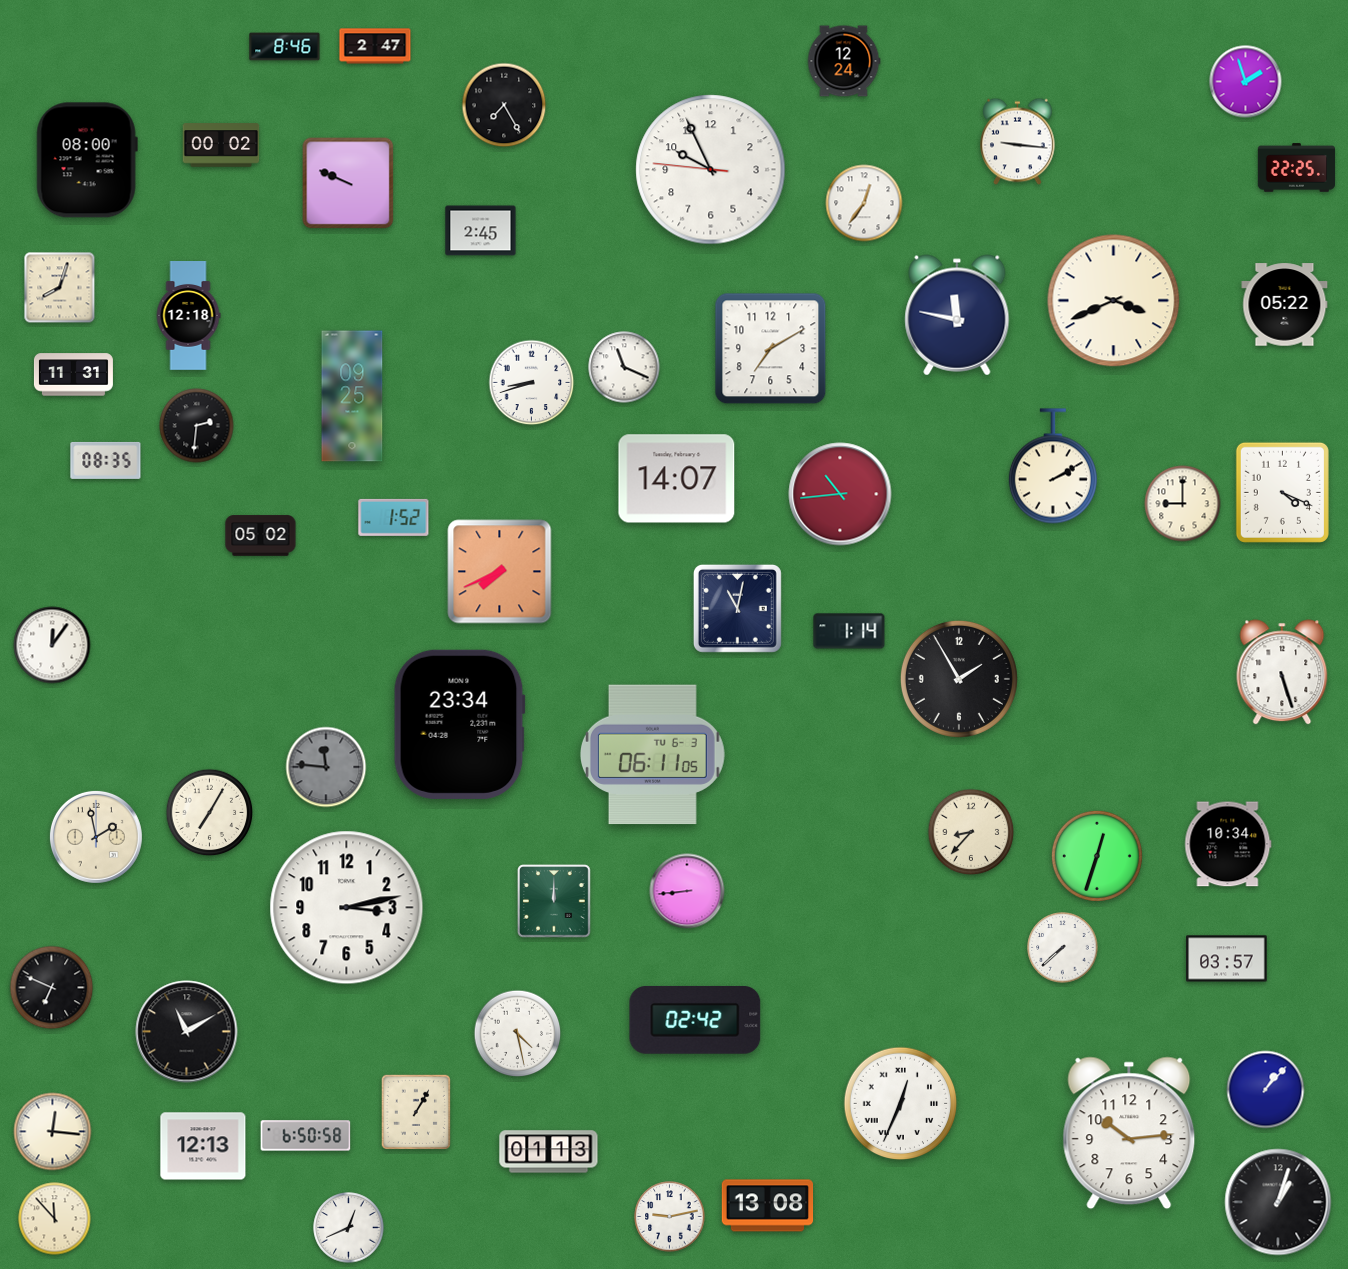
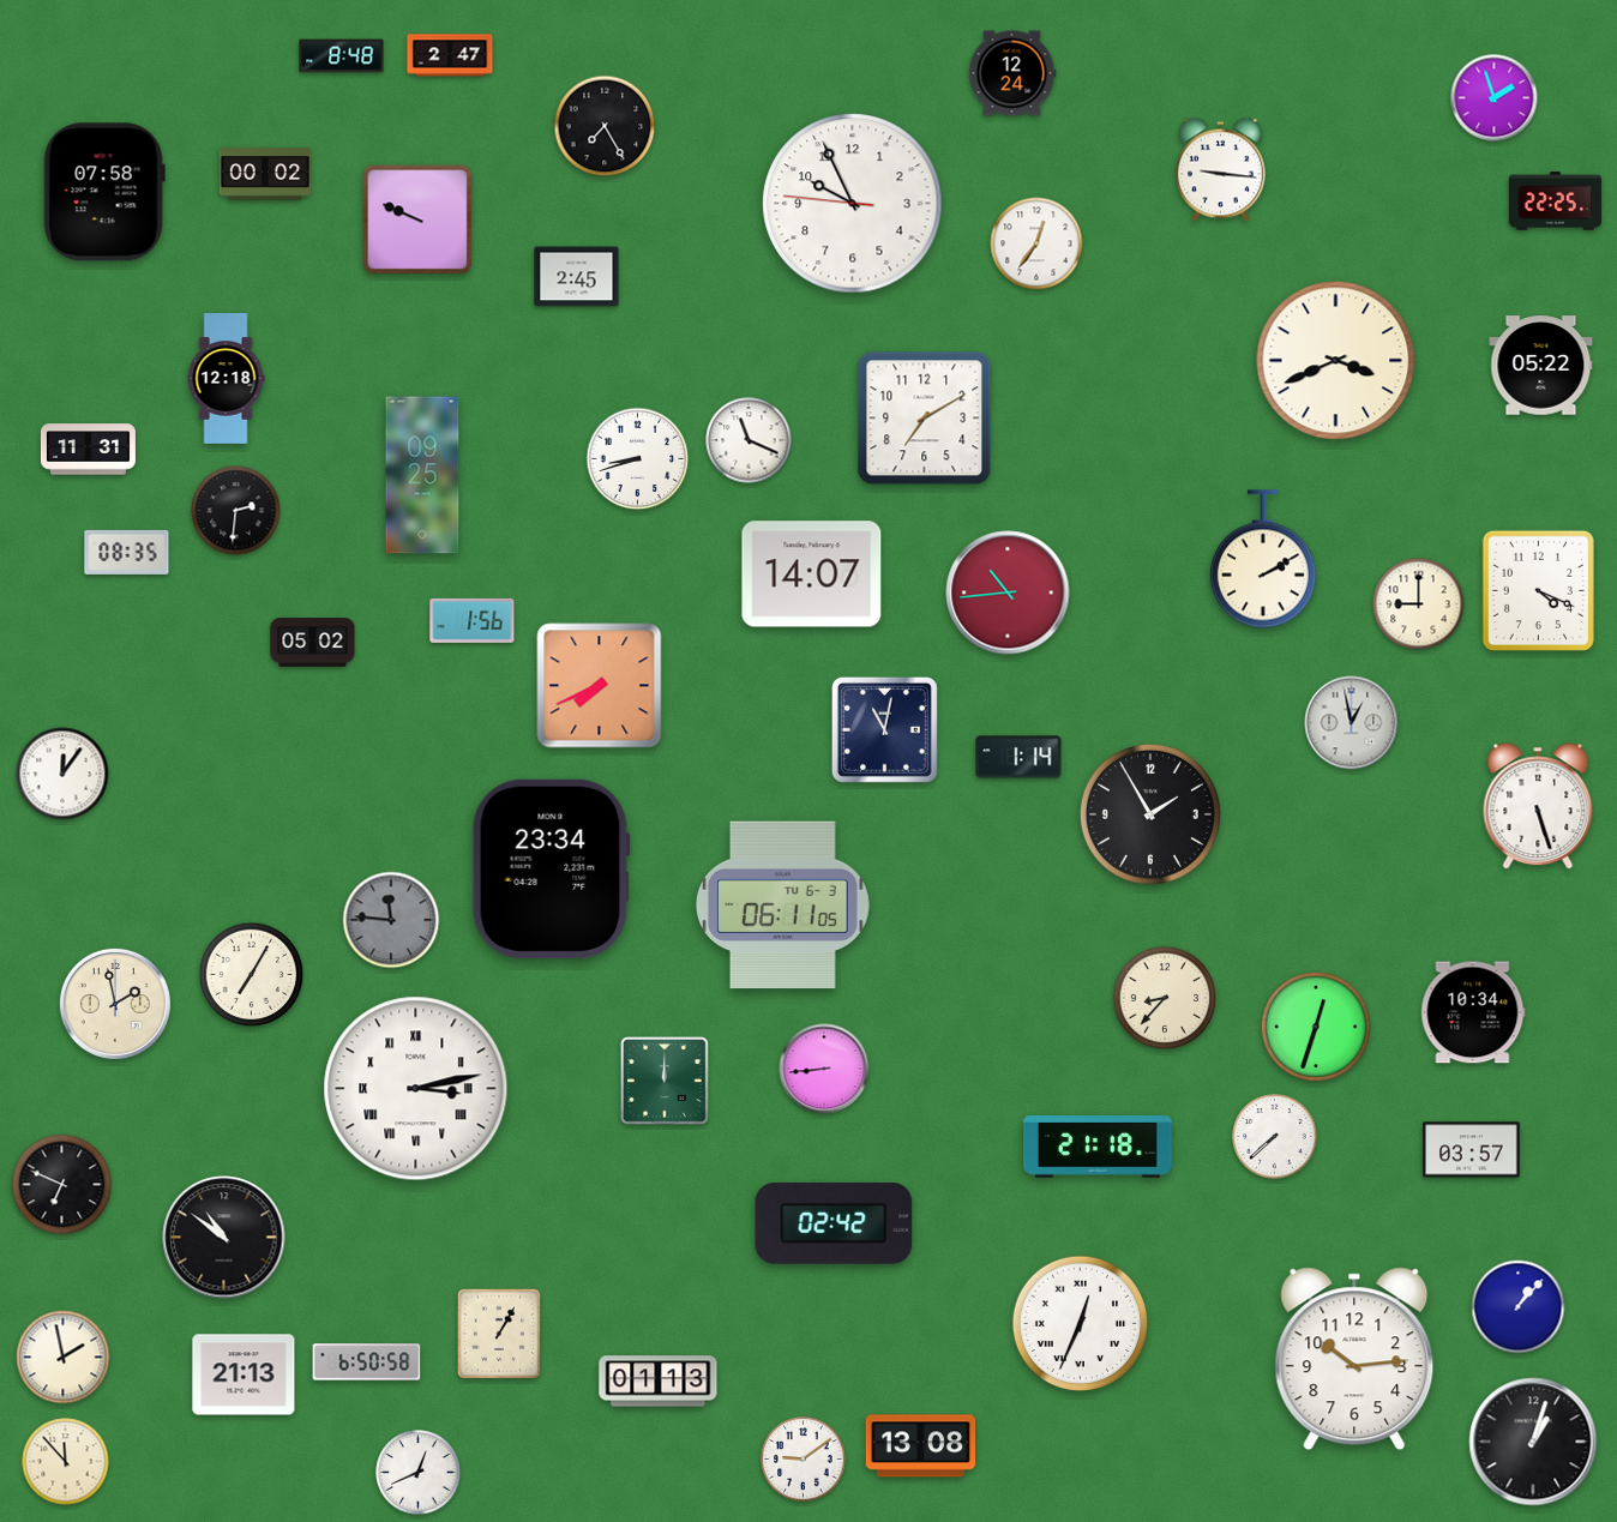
clock at (285, 47): 8:46 -> 8:48
clock at (87, 160): 08:00 -> 07:58
clock at (60, 288): 8:03 -> none
clock at (957, 315): 11:47 -> none
clock at (394, 517): 1:52 -> 1:56
clock at (1352, 723): none -> 12:58
clock at (347, 908) numerals: Arabic -> Roman
clock at (1098, 1147): none -> 21:18
clock at (187, 1032): 11:10 -> 10:51
clock at (518, 1034): 4:28 -> none
clock at (53, 1132): 12:16 -> 1:58
clock at (203, 1146): 12:13 -> 21:13
clock at (670, 1217): 9:13 -> 9:09
